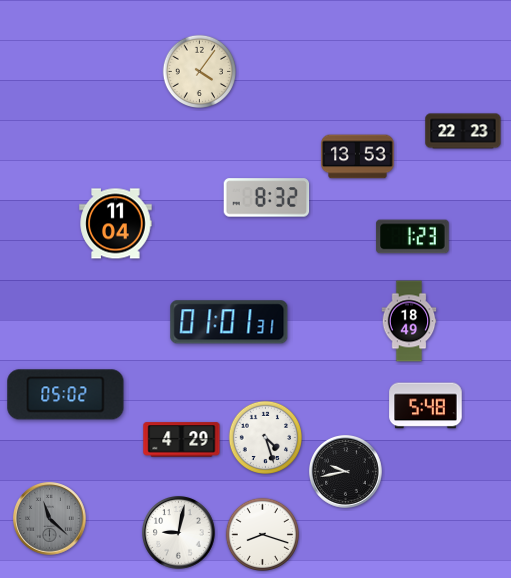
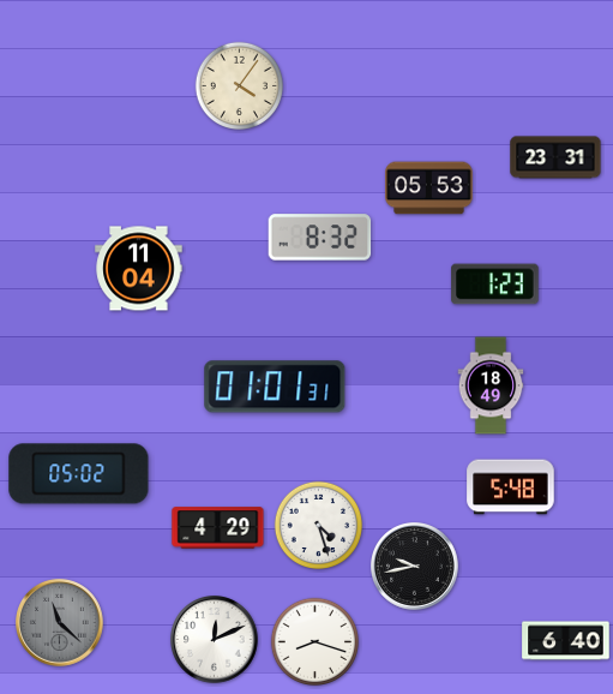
clock at (463, 131): 22:23 -> 23:31
clock at (358, 157): 13:53 -> 05:53
clock at (179, 533): 9:02 -> 12:11
clock at (566, 641): none -> 6:40
